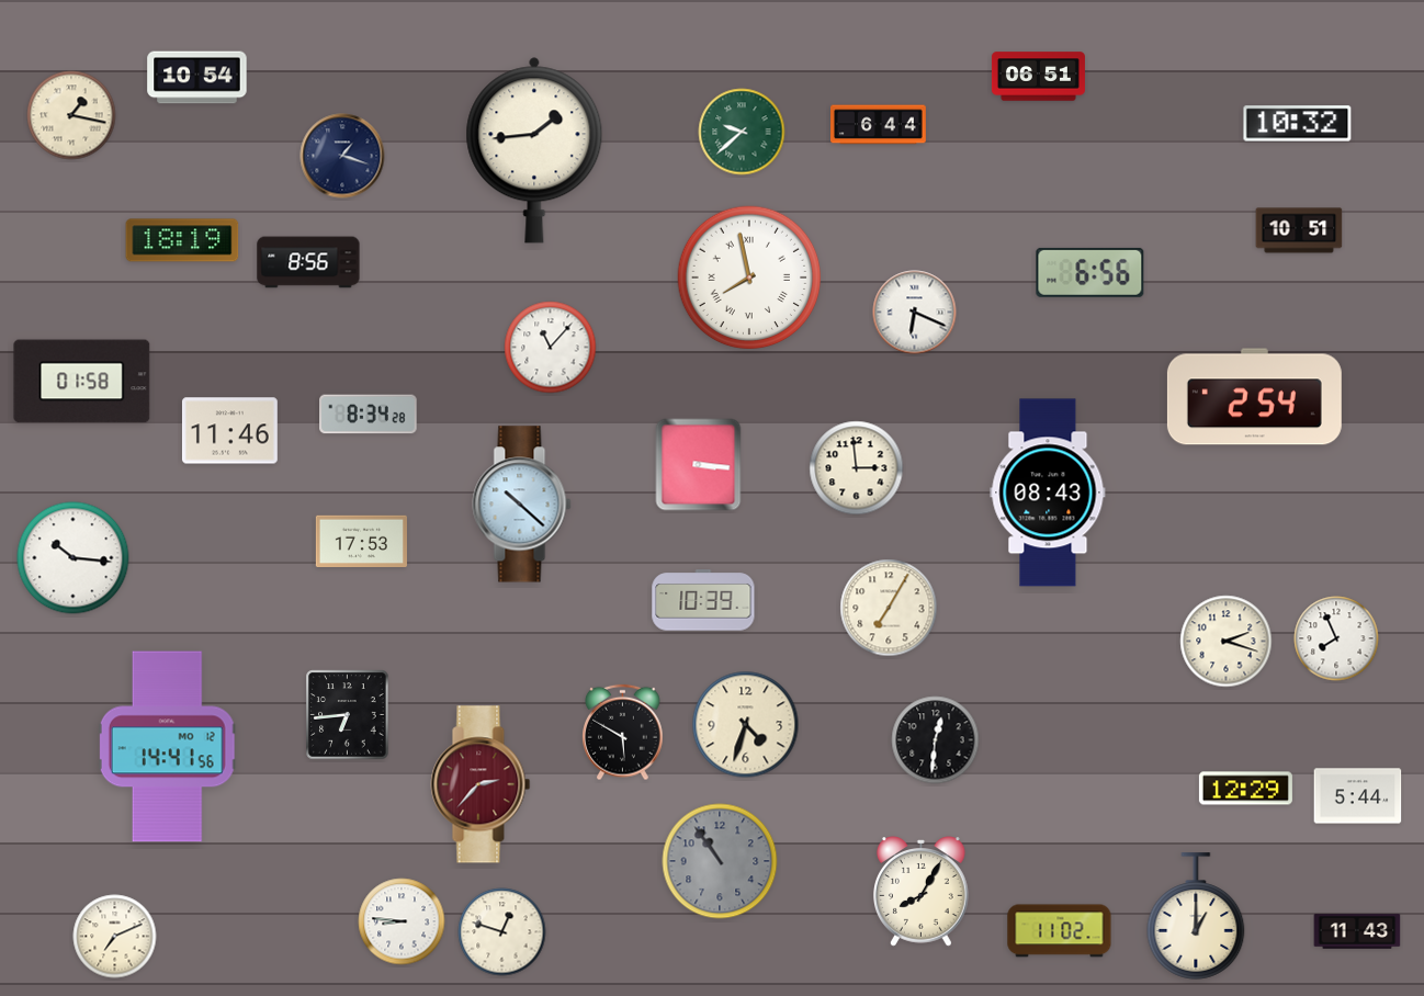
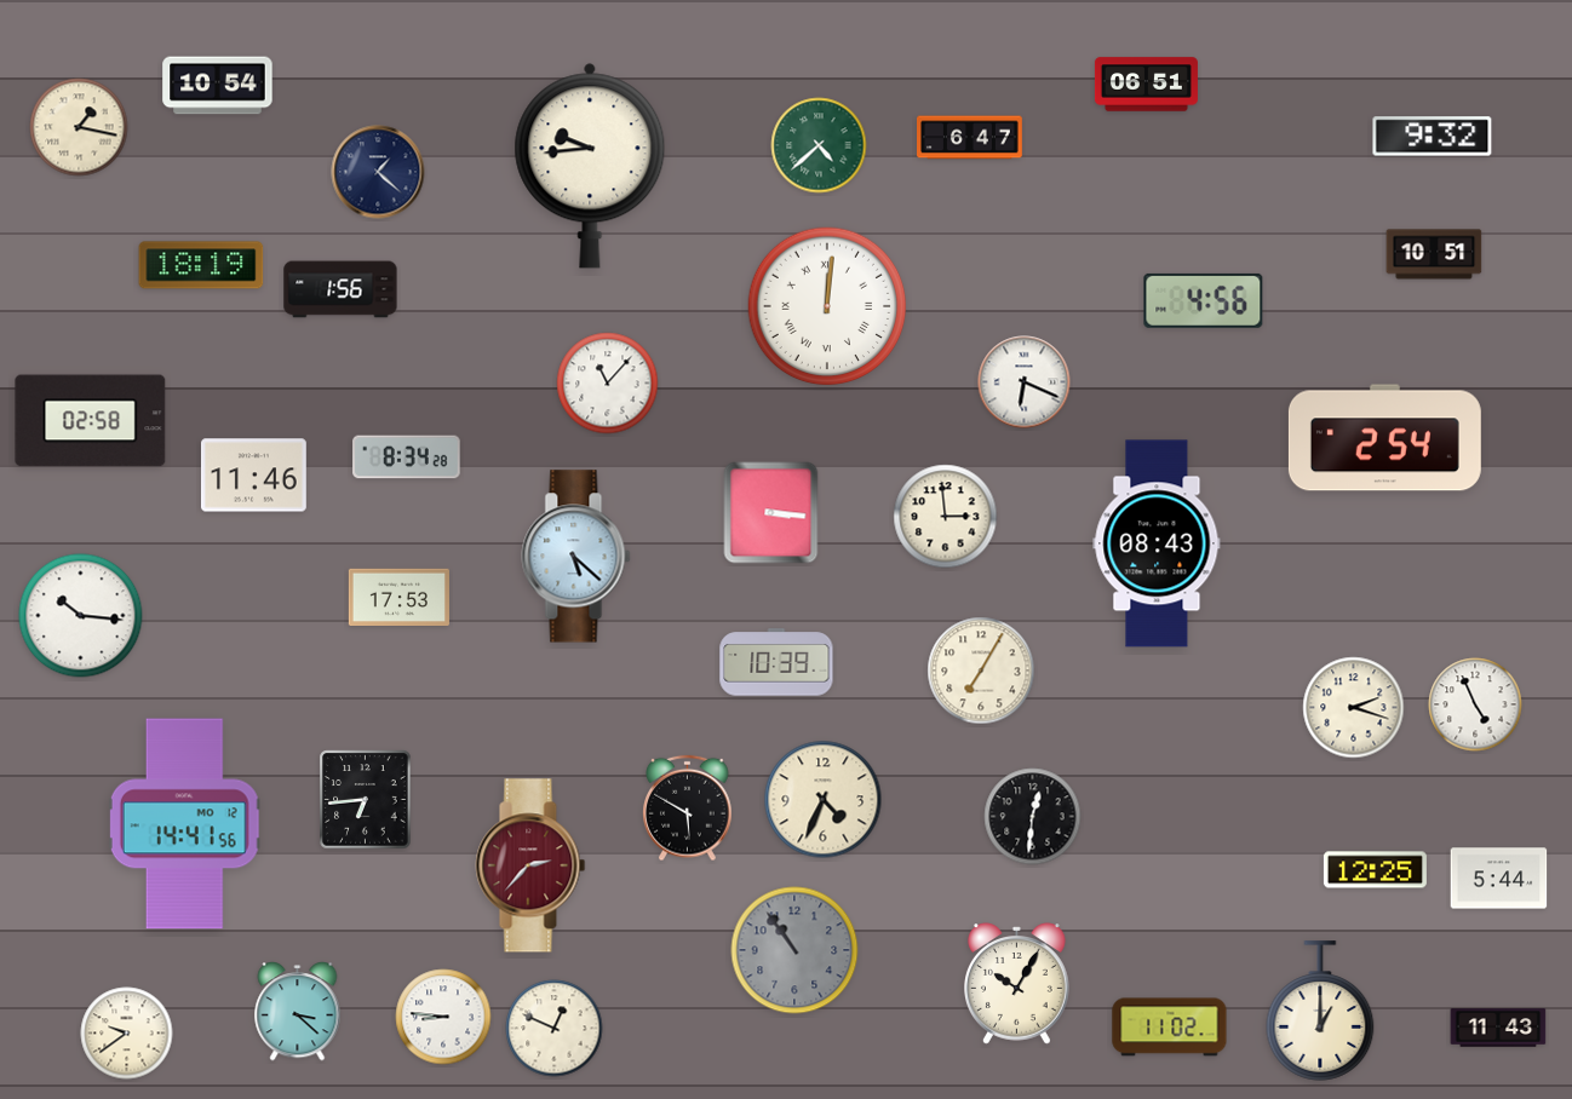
clock at (1298, 124): 10:32 -> 9:32
clock at (879, 125): 6:44 -> 6:47
clock at (742, 132): 9:38 -> 4:38
clock at (534, 150): 1:44 -> 9:44
clock at (342, 156): 1:18 -> 1:22
clock at (308, 262): 8:56 -> 1:56
clock at (1090, 272): 6:56 -> 4:56
clock at (749, 278): 7:58 -> 12:01
clock at (915, 313) position: (915, 313) -> (1025, 382)
clock at (82, 382): 01:58 -> 02:58
clock at (522, 505): 10:22 -> 5:22
clock at (1336, 638): 7:56 -> 4:56
clock at (348, 715) position: (348, 715) -> (366, 800)
clock at (746, 725): 4:33 -> 4:34
clock at (1245, 789): 12:29 -> 12:25
clock at (922, 892): 8:05 -> 10:05
clock at (298, 1012): none -> 3:22
clock at (502, 932): 12:48 -> 12:49
clock at (115, 937): 7:11 -> 9:39
